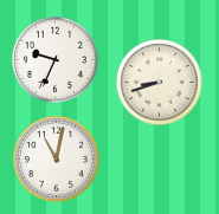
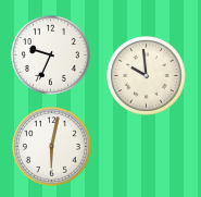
clock at (160, 83): 8:42 -> 9:59
clock at (57, 160): 11:02 -> 6:02
